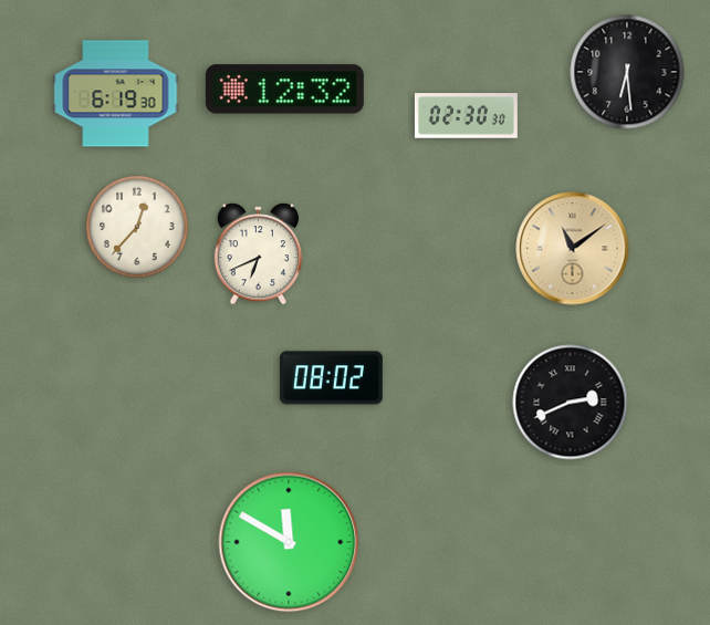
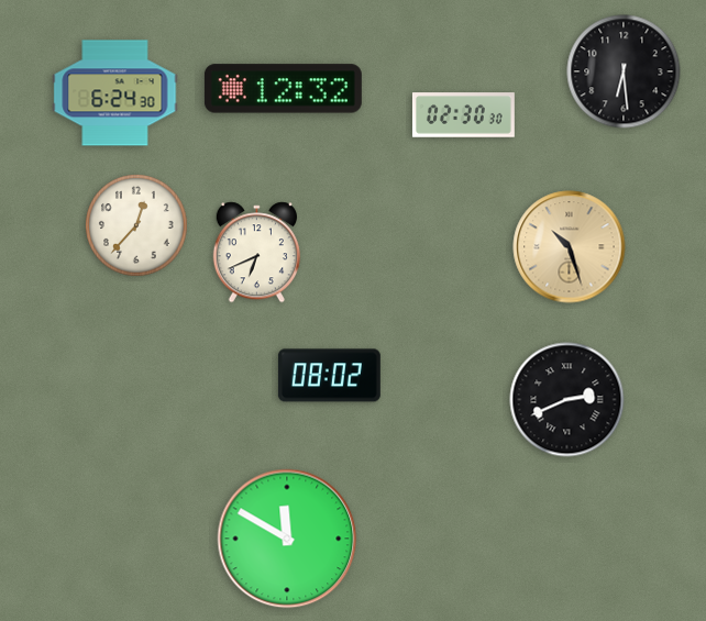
clock at (116, 94): 6:19 -> 6:24
clock at (573, 249): 11:09 -> 10:27
